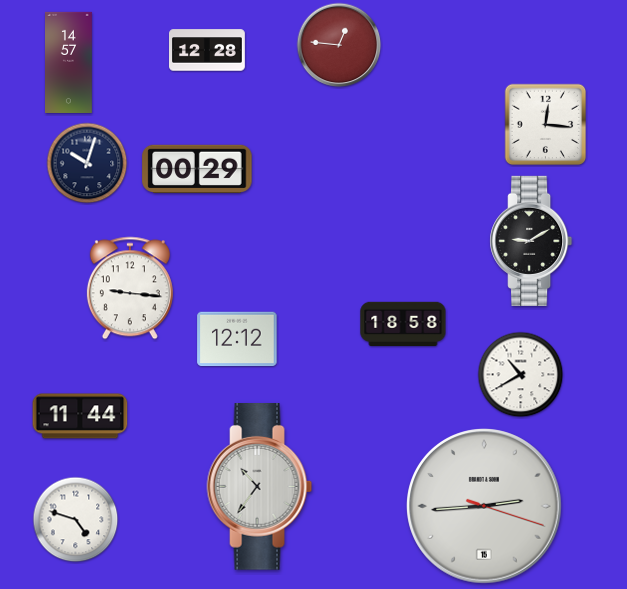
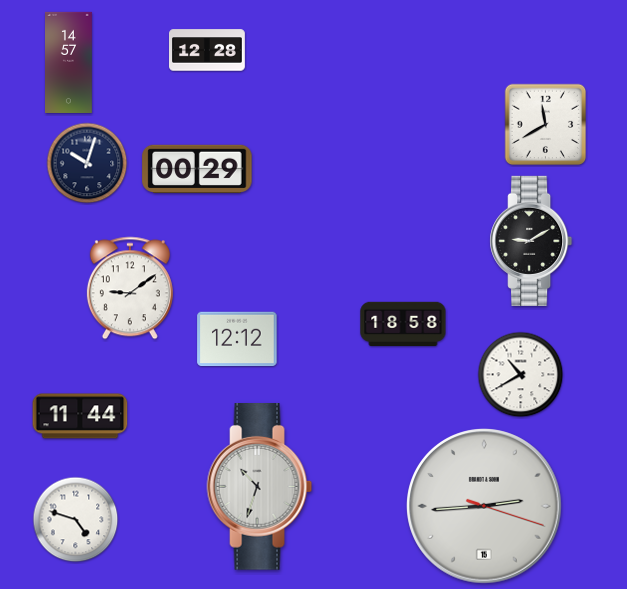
clock at (339, 45): 12:46 -> none
clock at (546, 125): 12:16 -> 11:40
clock at (130, 288): 9:16 -> 9:09
clock at (260, 487): 10:36 -> 10:33
